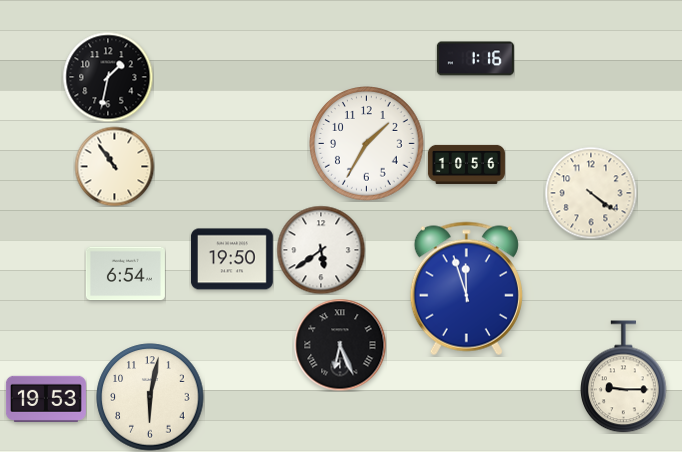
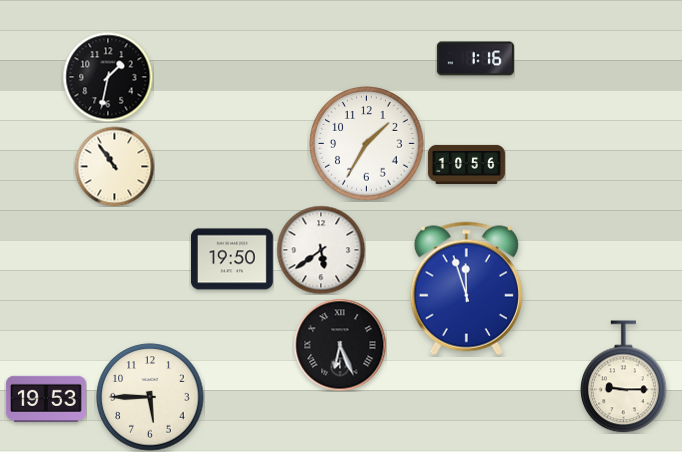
clock at (591, 193): 4:21 -> none
clock at (125, 274): 6:54 -> none
clock at (150, 397): 6:02 -> 5:45
